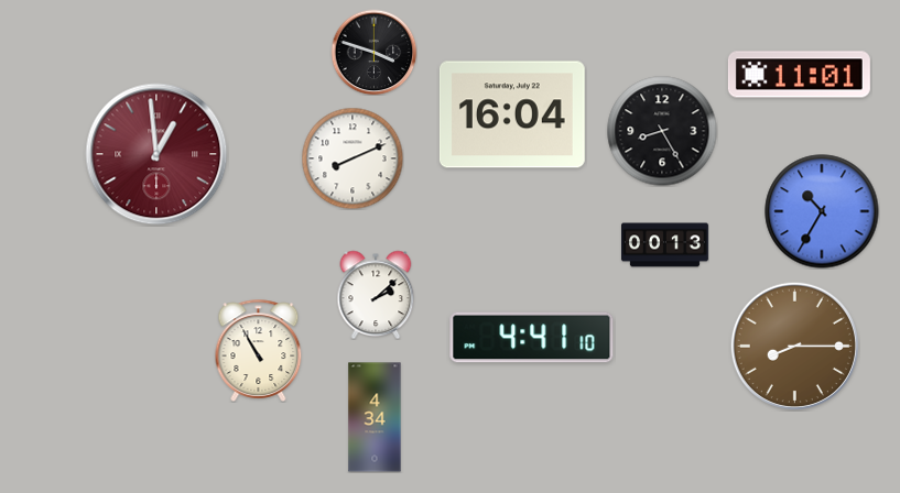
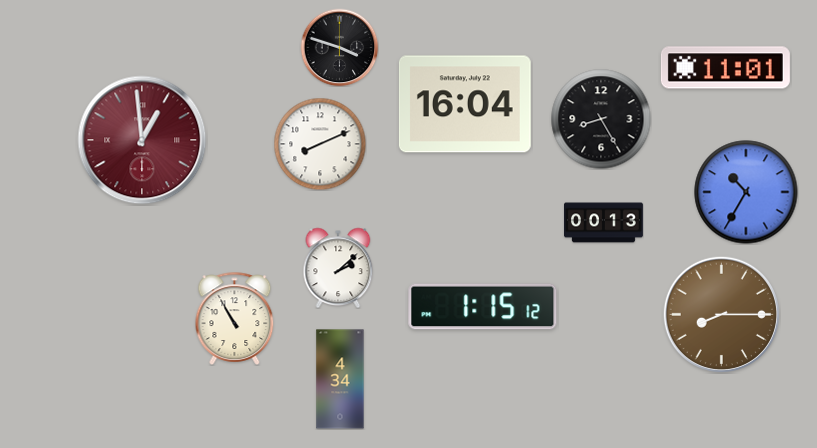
clock at (376, 295) position: (376, 295) -> (338, 268)
clock at (532, 338): 4:41 -> 1:15
